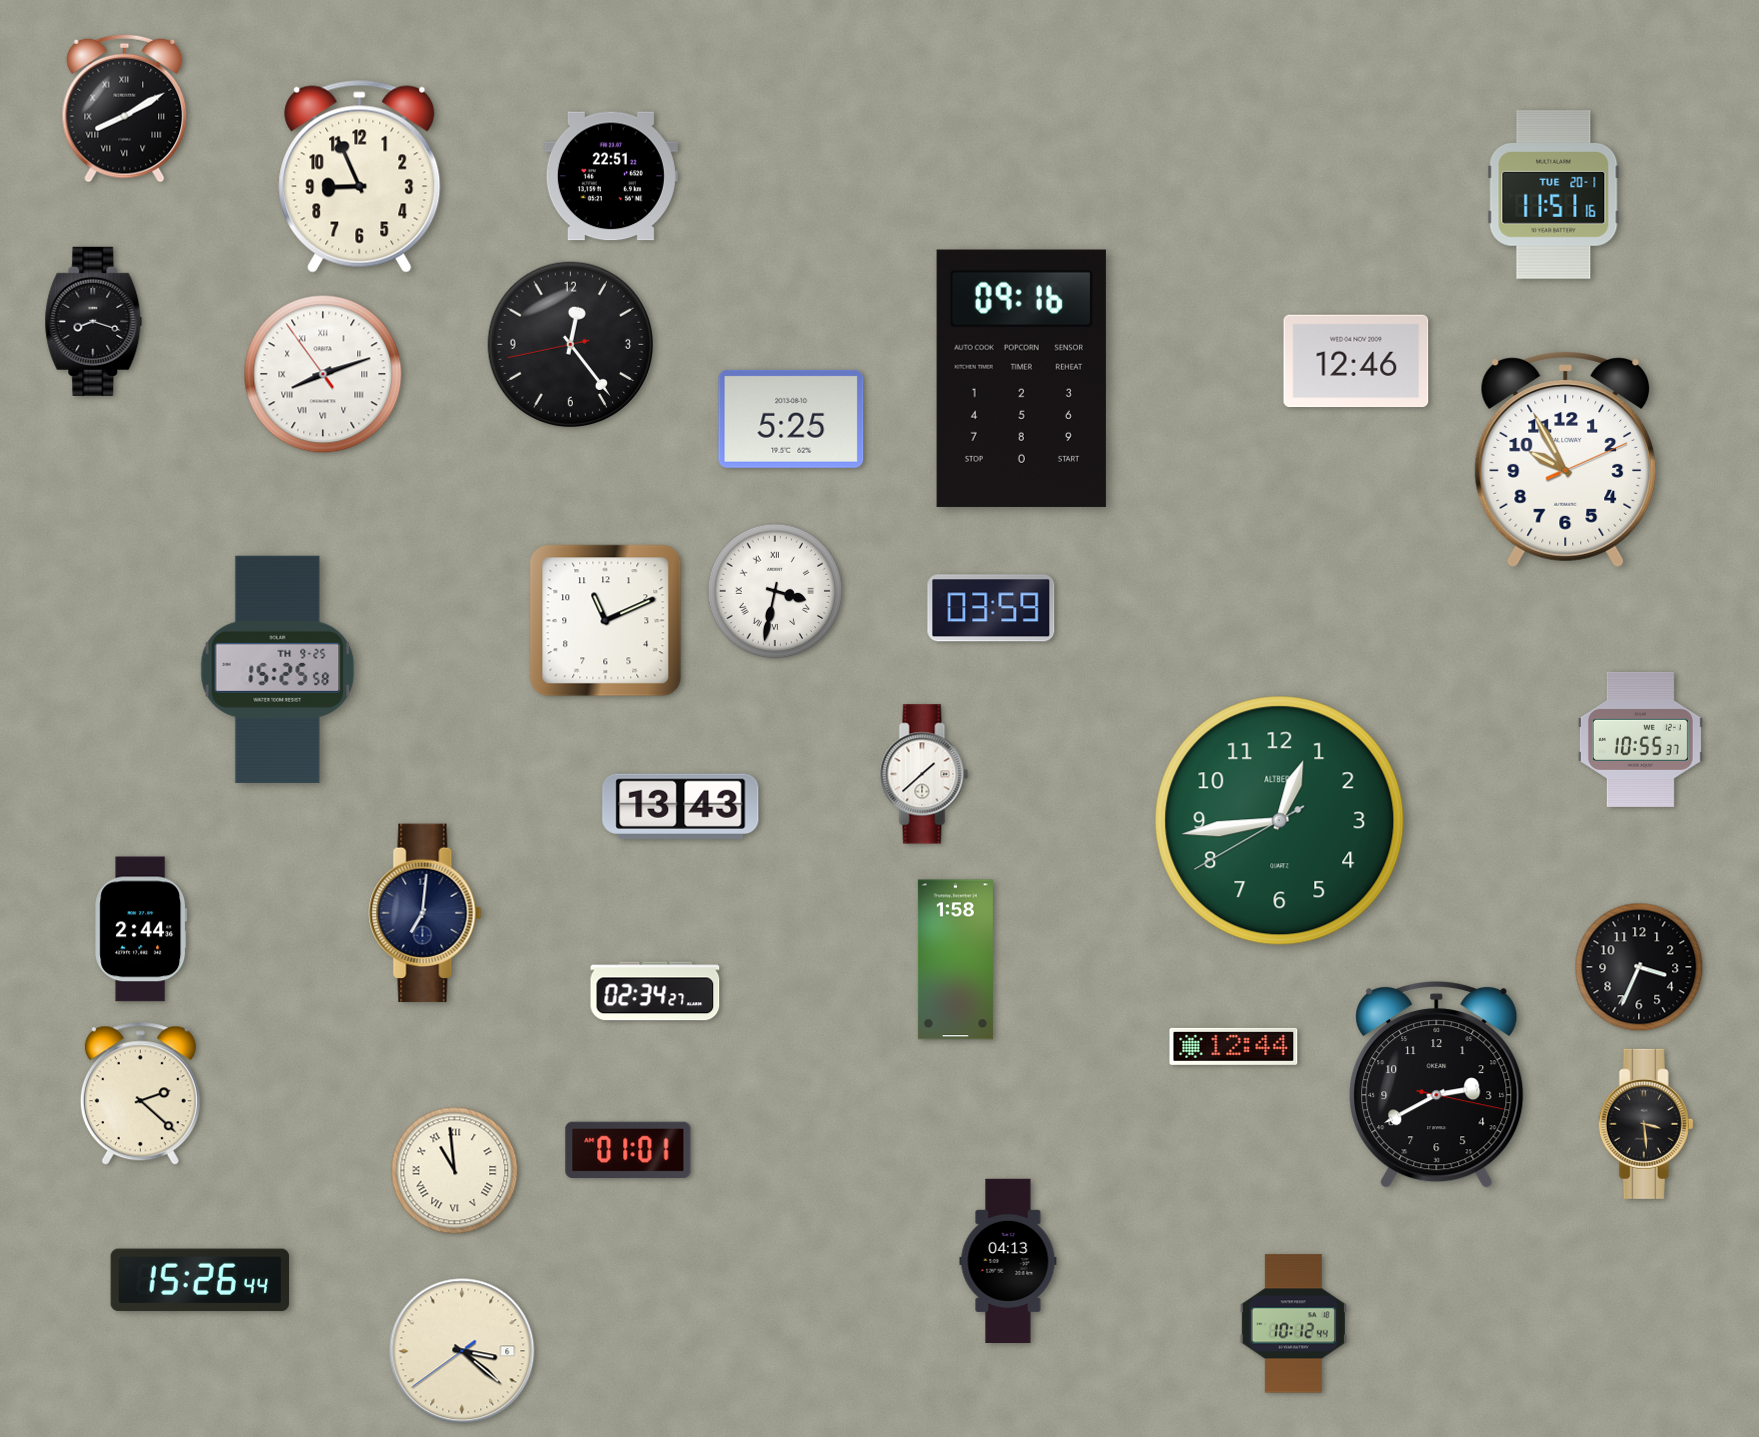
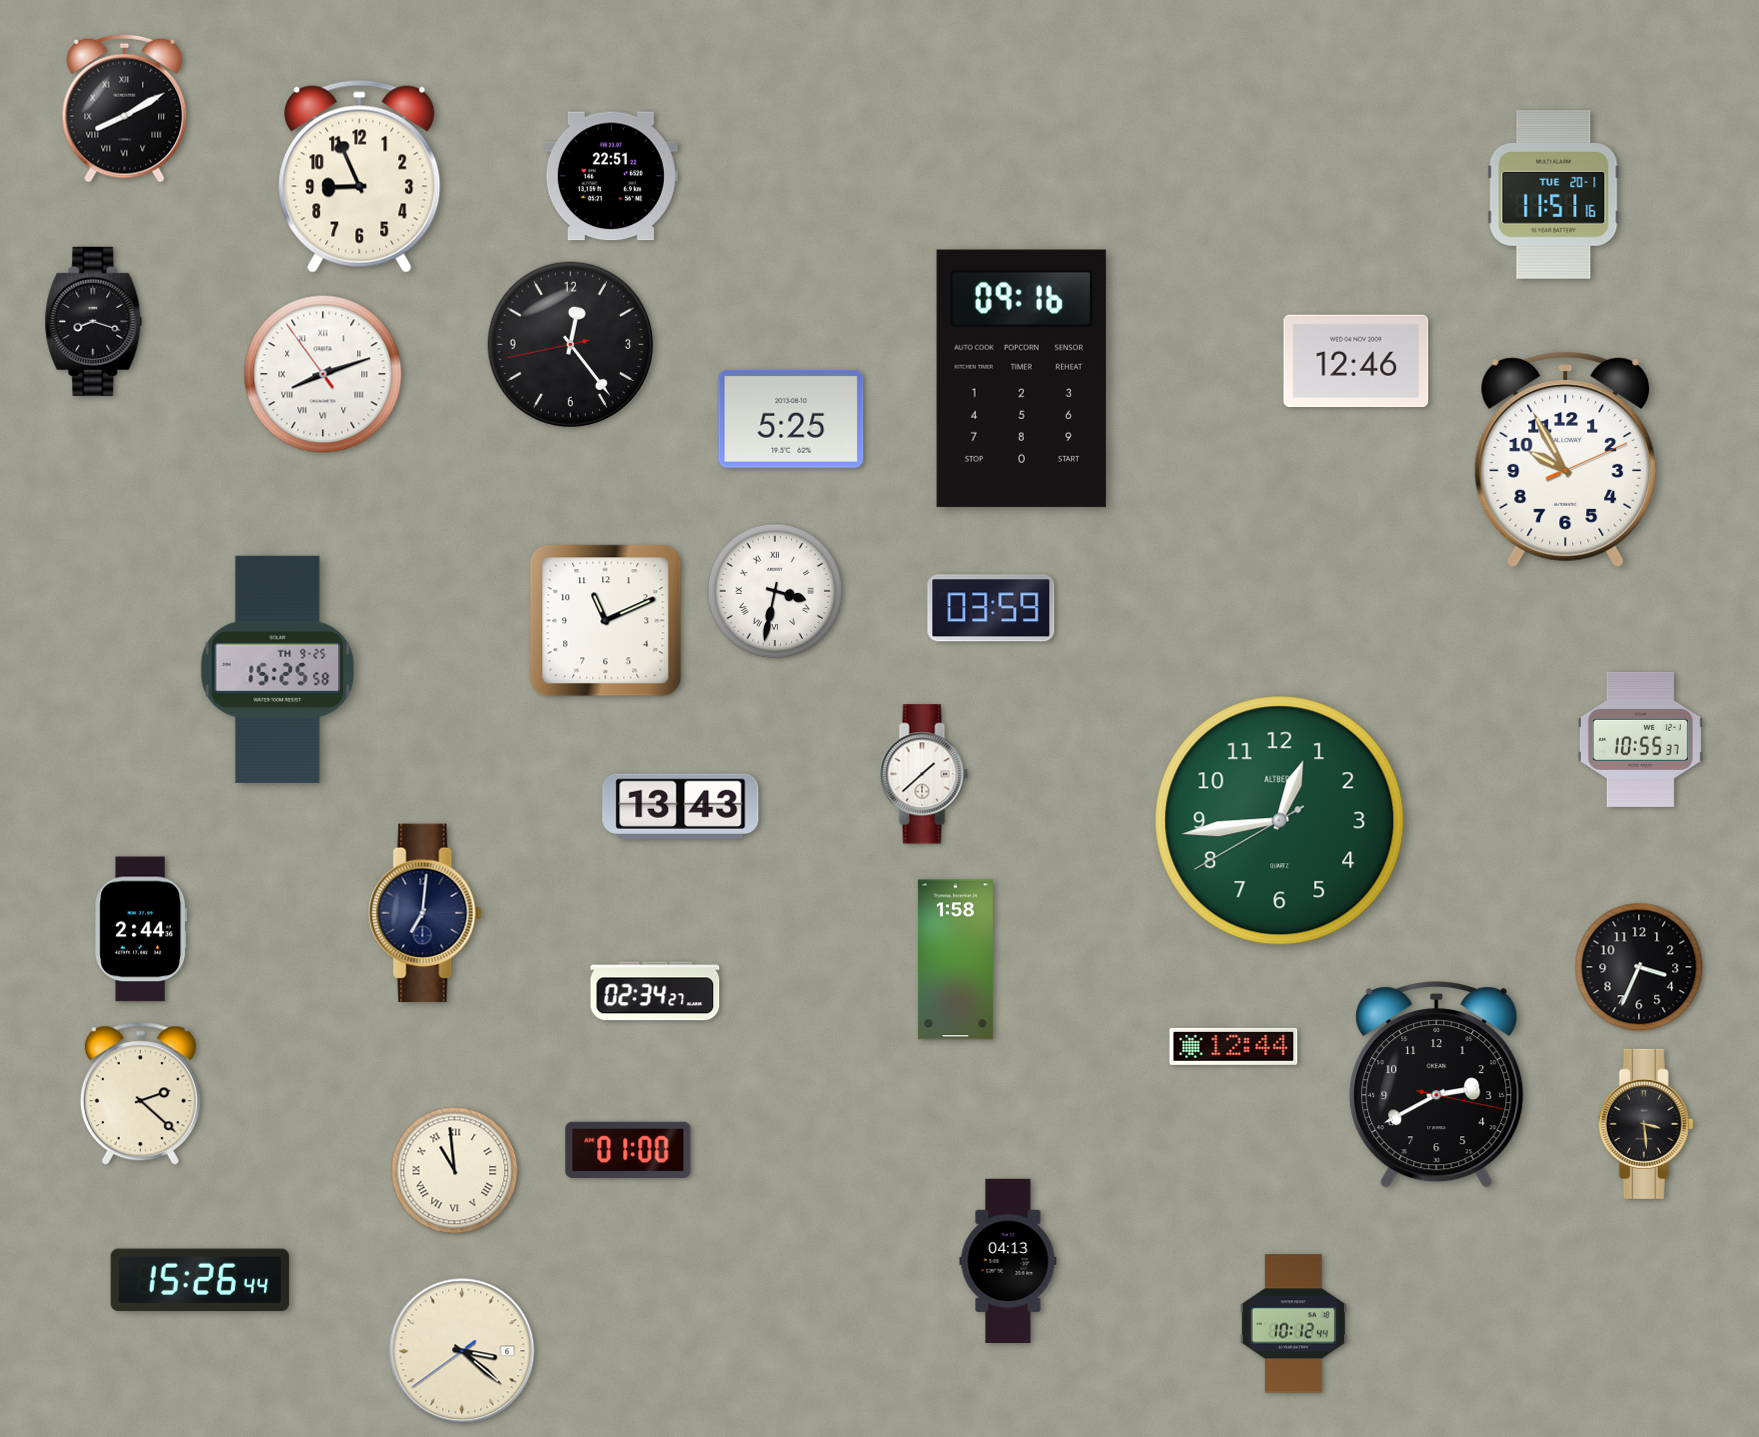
clock at (628, 1149): 01:01 -> 01:00
